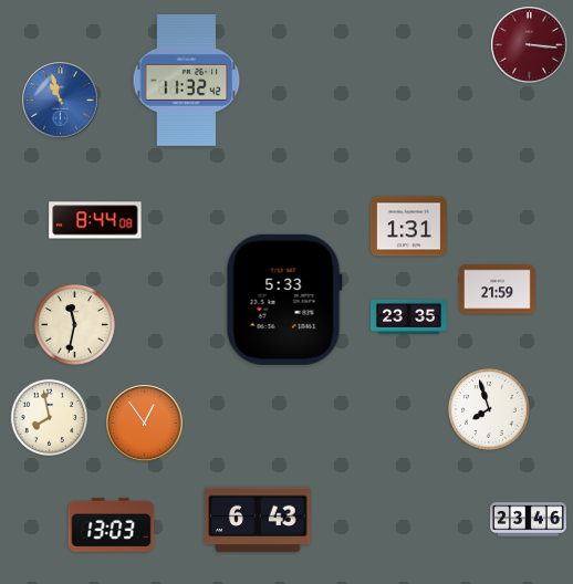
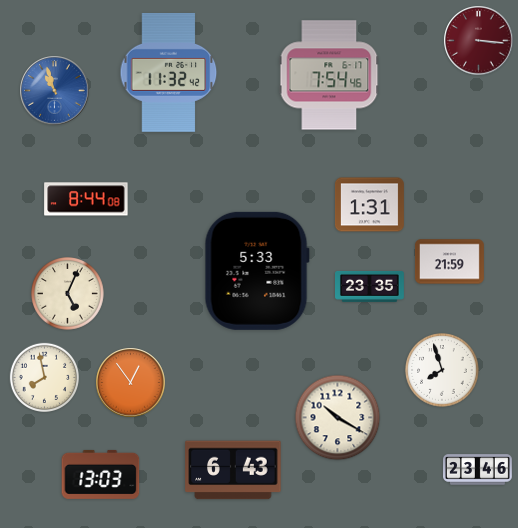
clock at (329, 75): none -> 7:54
clock at (75, 325): 11:32 -> 5:04
clock at (338, 418): none -> 10:20
